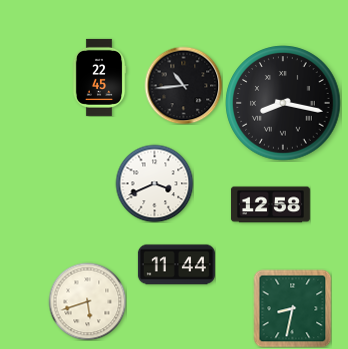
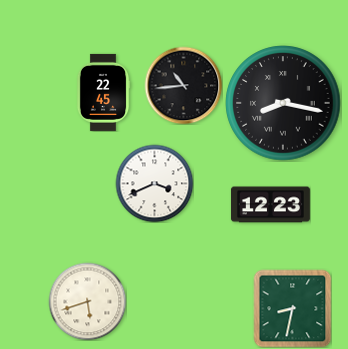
clock at (99, 77) position: (99, 77) -> (103, 92)
clock at (270, 205): 12:58 -> 12:23
clock at (176, 265): 11:44 -> none
